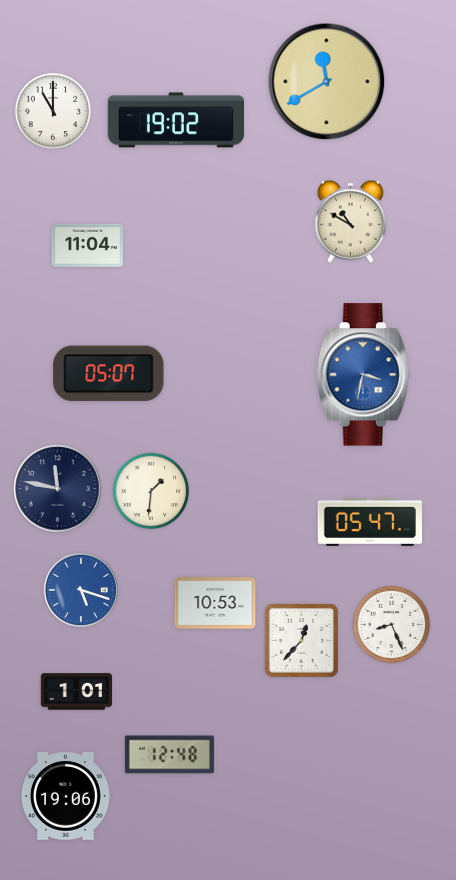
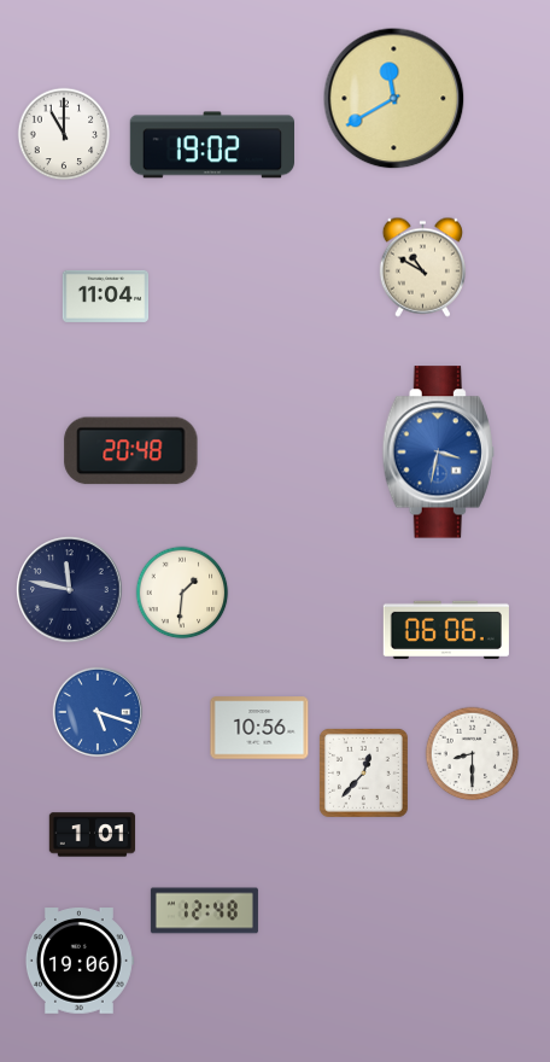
clock at (109, 374): 05:07 -> 20:48
clock at (370, 522): 05:47 -> 06:06
clock at (215, 603): 10:53 -> 10:56
clock at (392, 625): 8:26 -> 8:30
